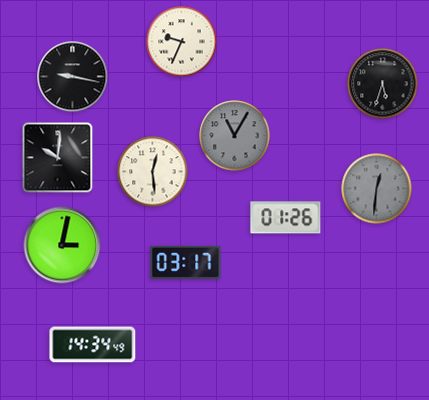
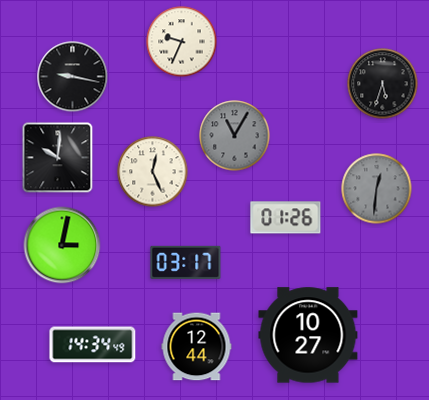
clock at (153, 172): 12:29 -> 12:26
clock at (308, 335): none -> 10:27
clock at (197, 347): none -> 12:44
